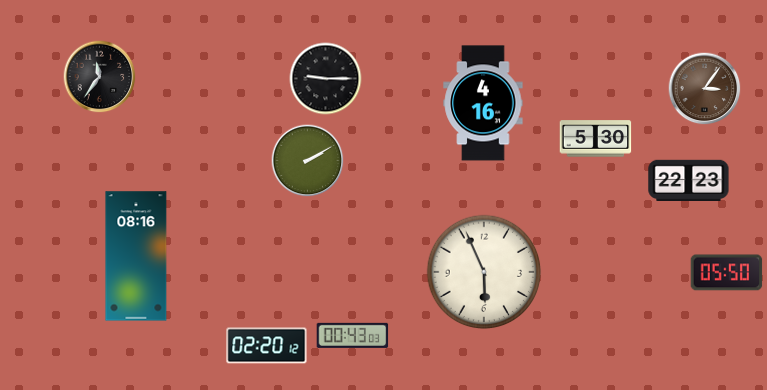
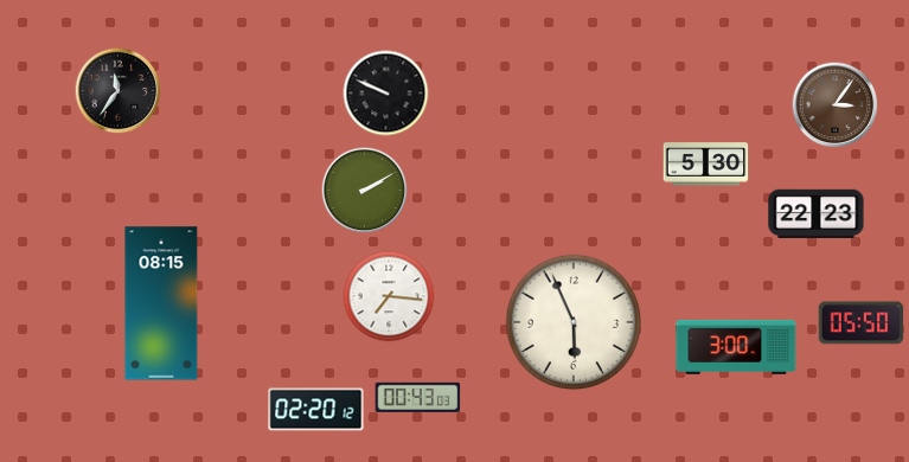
clock at (326, 79): 9:15 -> 9:49
clock at (483, 103): 4:16 -> none
clock at (389, 296): none -> 7:16
clock at (136, 256): 08:16 -> 08:15
clock at (736, 347): none -> 3:00
